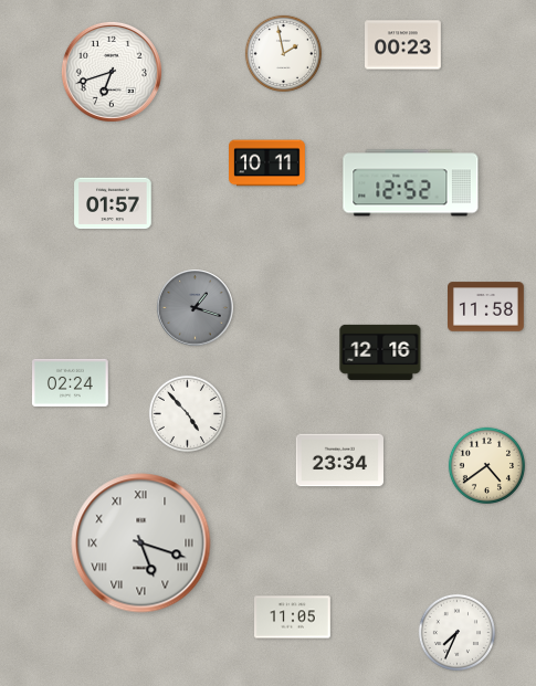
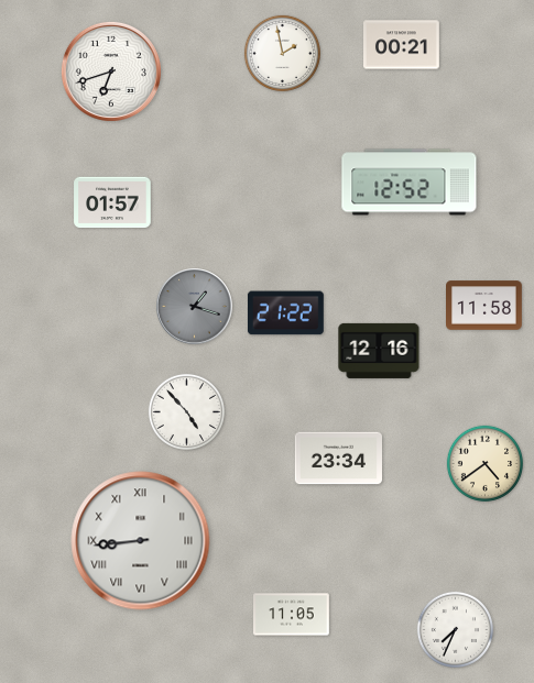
clock at (403, 45): 00:23 -> 00:21
clock at (267, 163): 10:11 -> none
clock at (285, 313): none -> 21:22
clock at (71, 382): 02:24 -> none
clock at (141, 543): 5:18 -> 8:44
